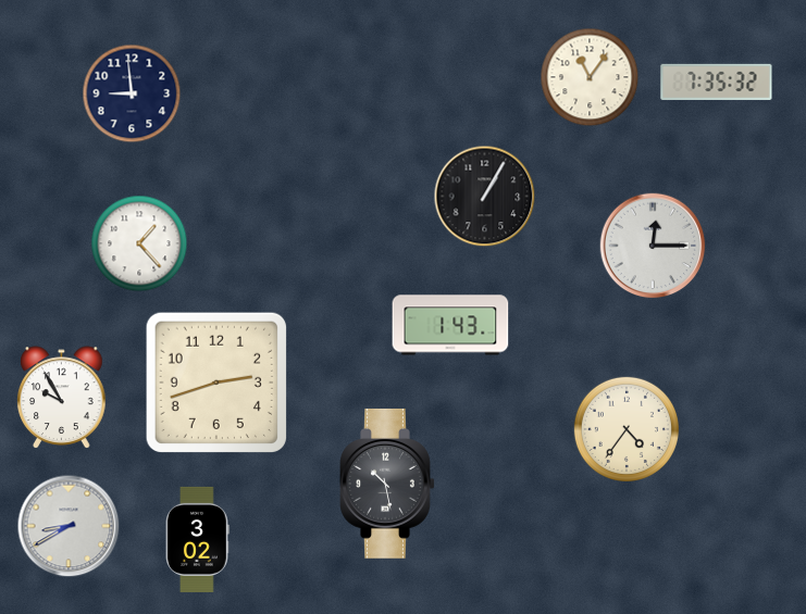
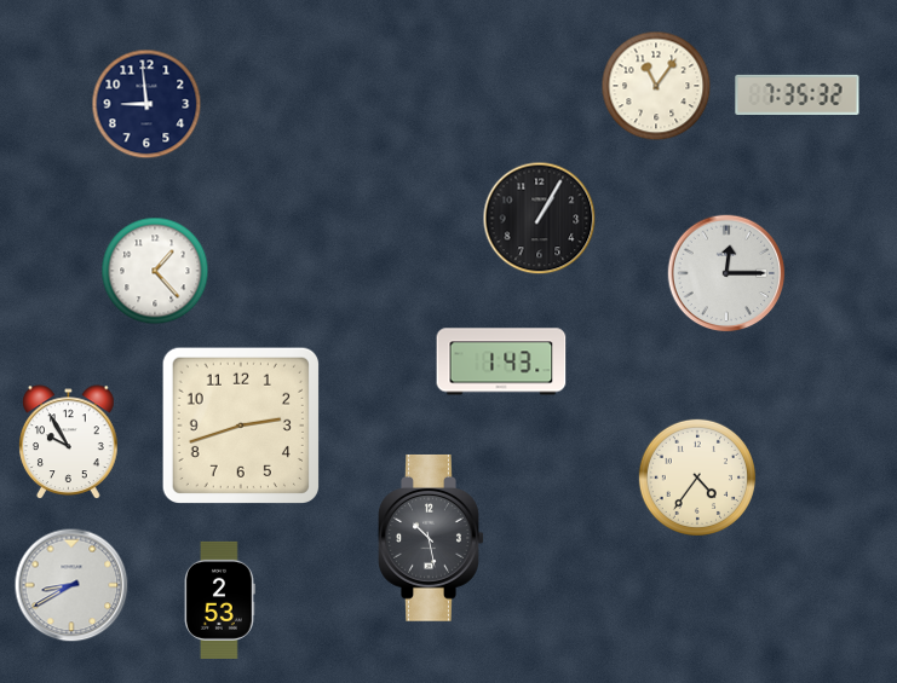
clock at (717, 82) position: (717, 82) -> (798, 94)
clock at (69, 526) position: (69, 526) -> (71, 585)
clock at (198, 539): 3:02 -> 2:53
